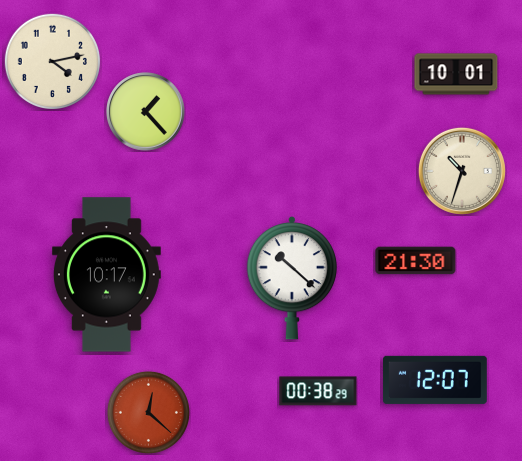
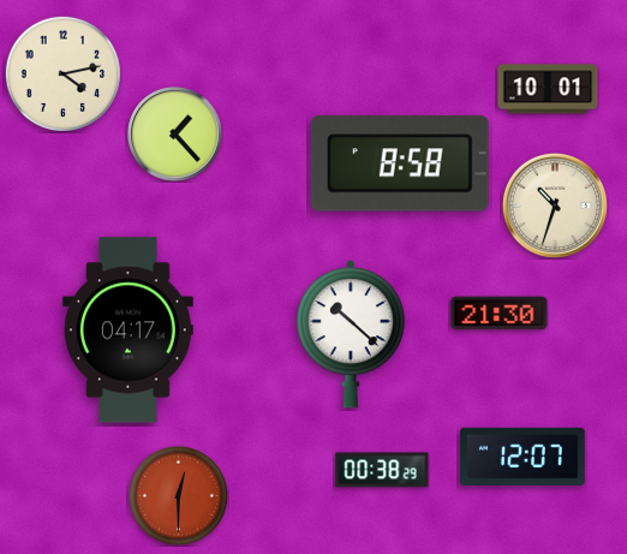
clock at (400, 163): none -> 8:58
clock at (106, 275): 10:17 -> 04:17
clock at (148, 412): 12:22 -> 12:30
